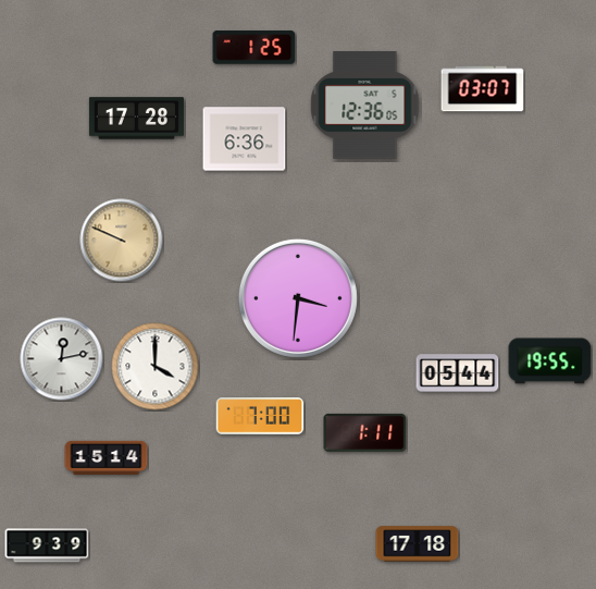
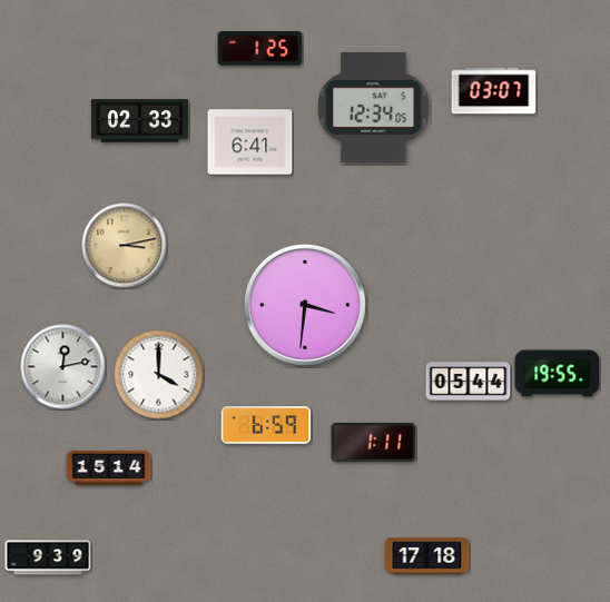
clock at (365, 106): 12:36 -> 12:34
clock at (136, 119): 17:28 -> 02:33
clock at (245, 139): 6:36 -> 6:41
clock at (122, 241): 9:49 -> 3:13
clock at (550, 361) position: (550, 361) -> (558, 374)
clock at (260, 416): 7:00 -> 6:59
